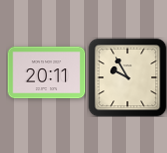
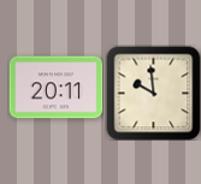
clock at (127, 77): 9:55 -> 9:59
